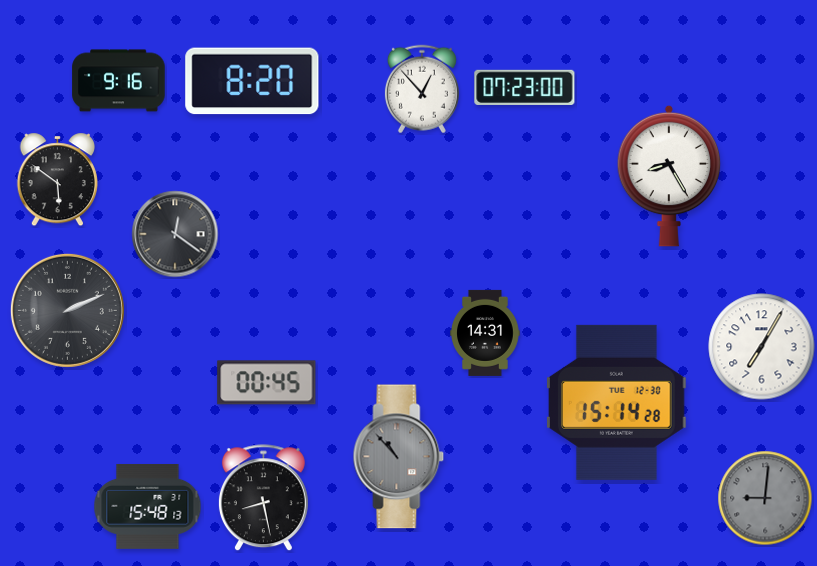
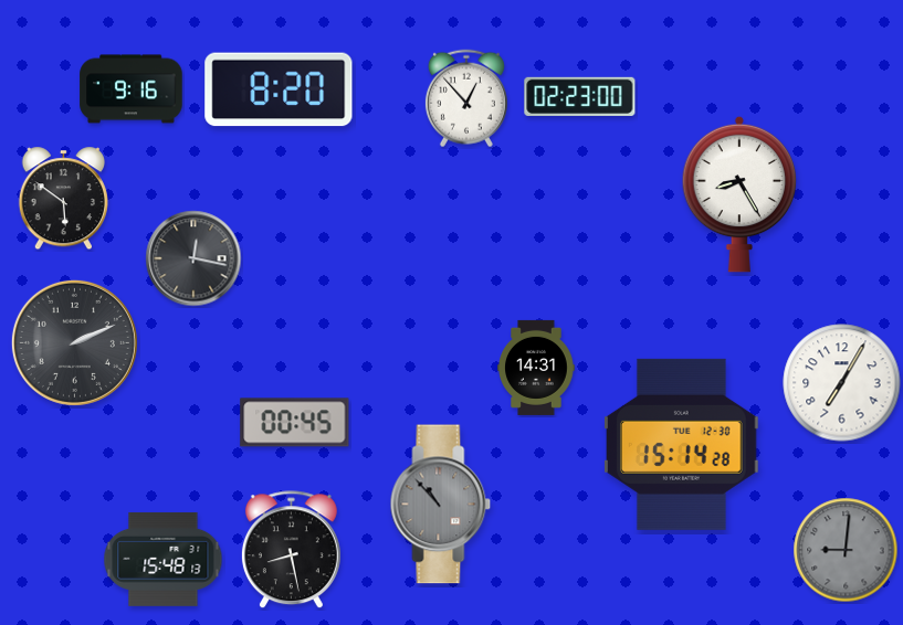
clock at (525, 87): 07:23 -> 02:23
clock at (175, 234): 12:21 -> 12:17
